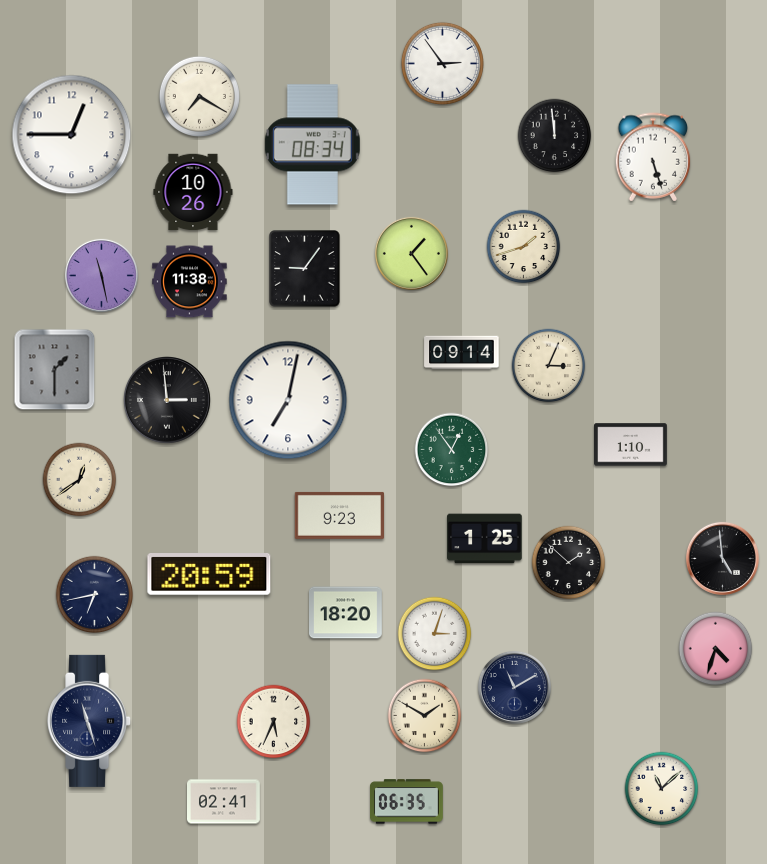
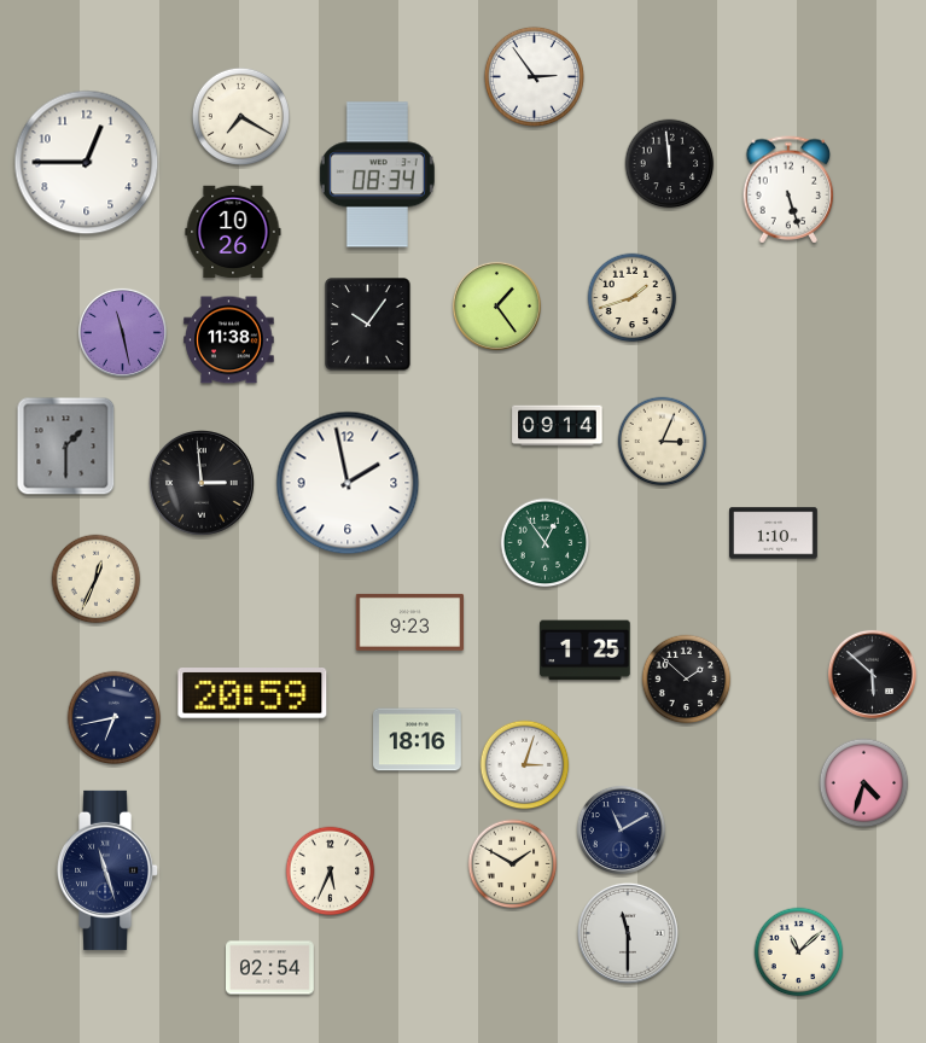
clock at (305, 269): 9:06 -> 10:06
clock at (288, 400): 7:02 -> 1:58
clock at (631, 445) position: (631, 445) -> (774, 534)
clock at (80, 480): 12:39 -> 12:34
clock at (722, 558): 4:59 -> 5:52
clock at (346, 613): 18:20 -> 18:16
clock at (628, 933): none -> 11:30
clock at (224, 802): 02:41 -> 02:54
clock at (407, 802): 06:35 -> none
